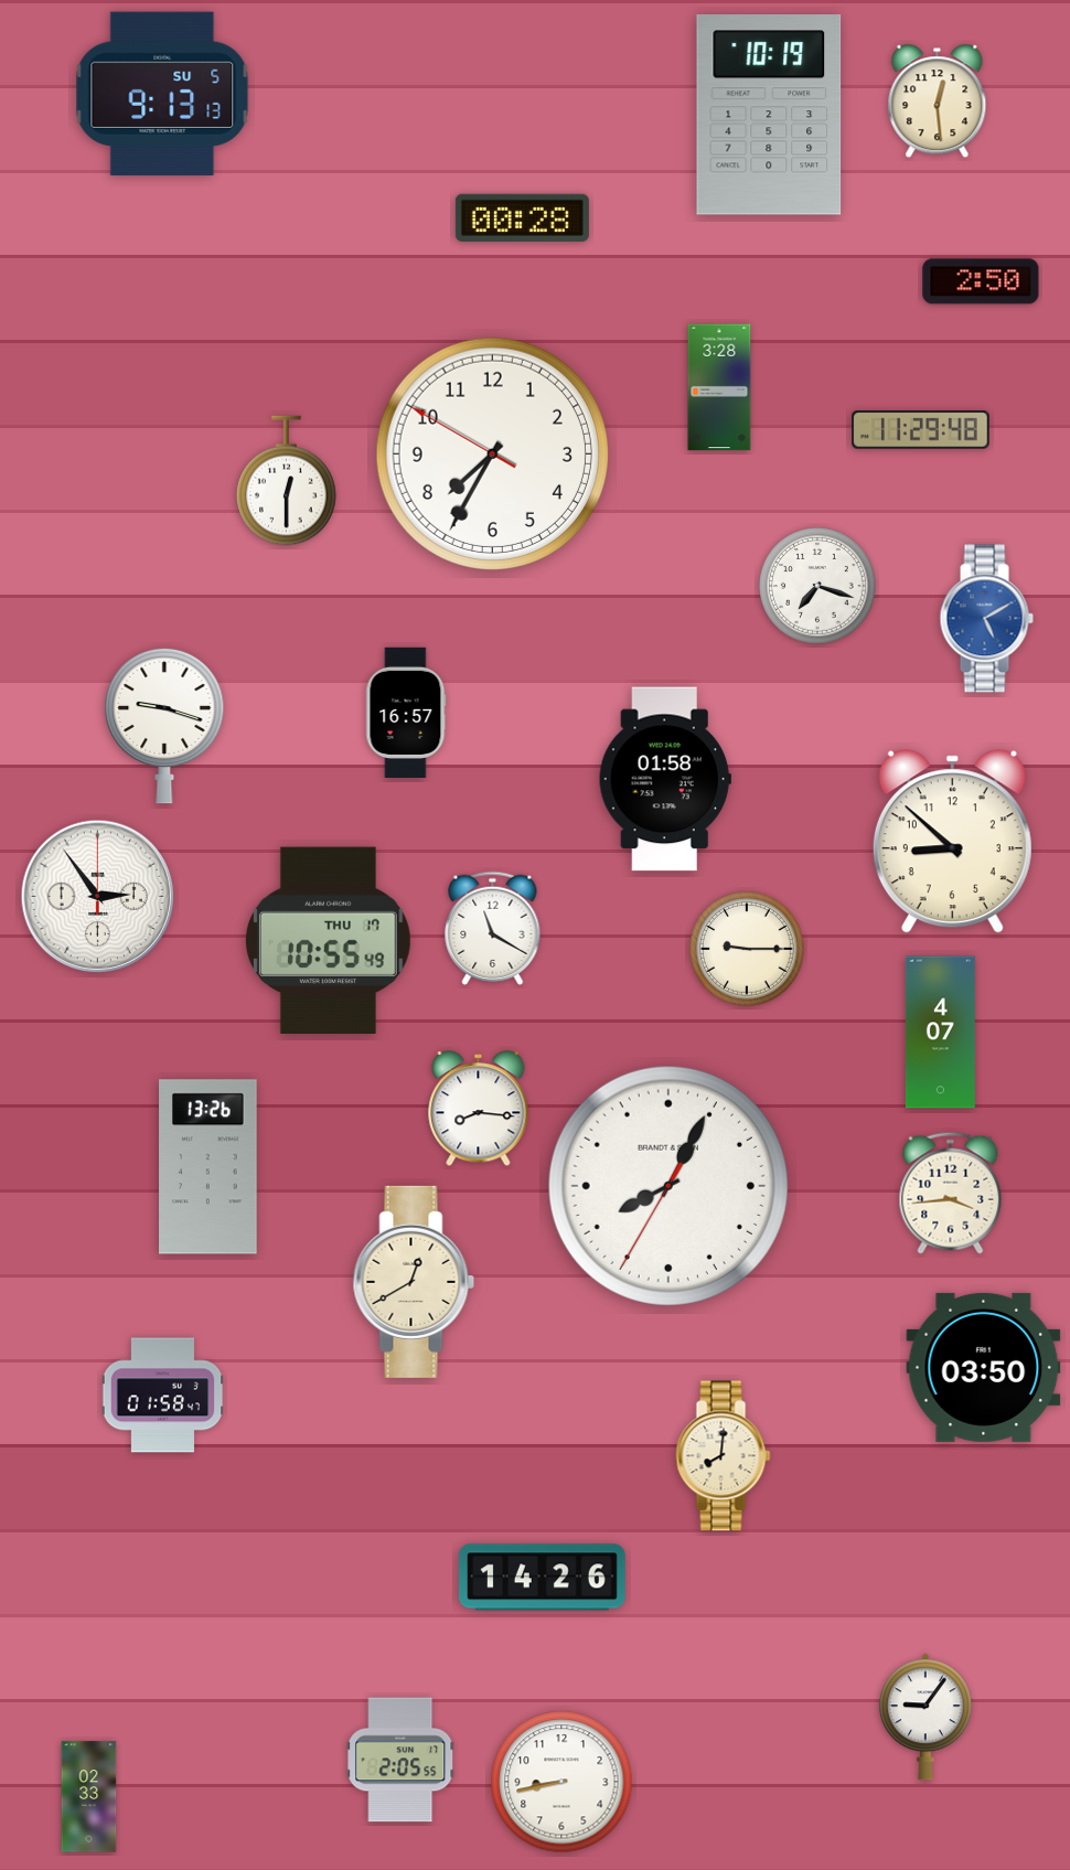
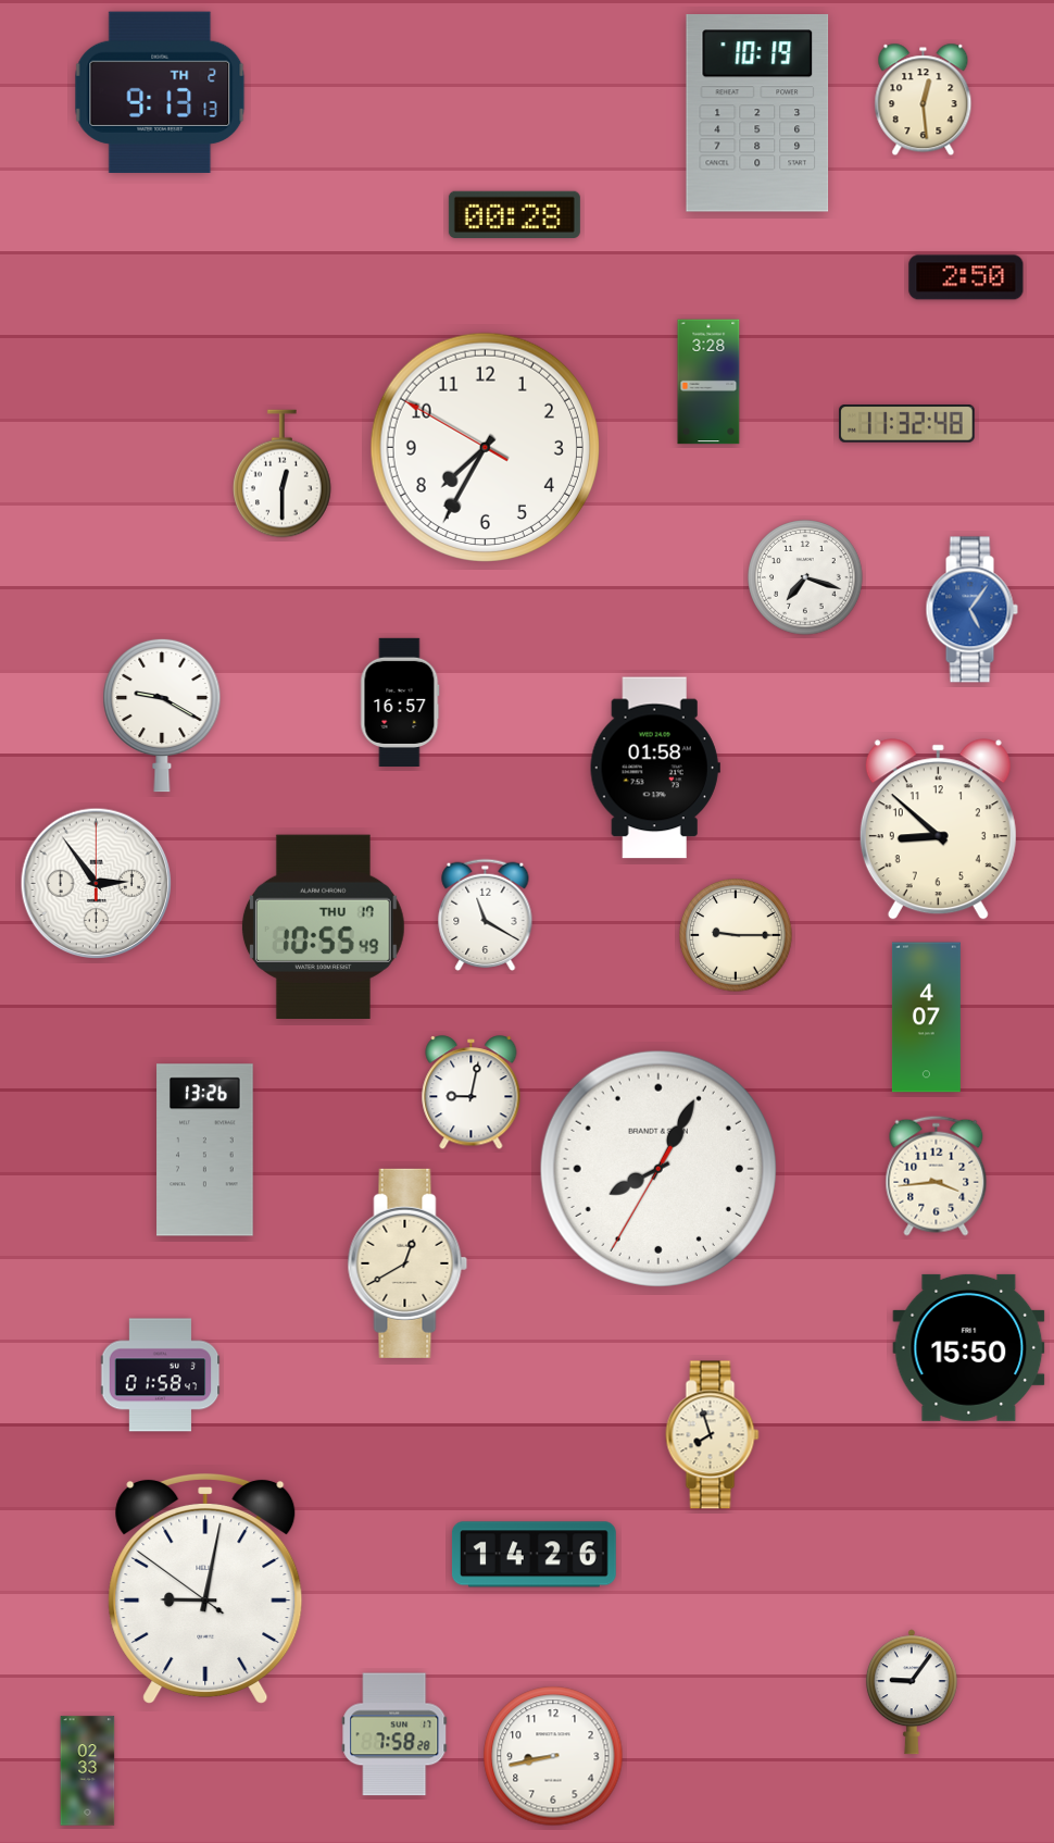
clock at (162, 93) date: SU 5 -> TH 2
clock at (921, 430): 11:29 -> 11:32
clock at (986, 619): 5:10 -> 5:06
clock at (164, 726): 9:18 -> 9:20
clock at (479, 1109): 8:16 -> 9:02
clock at (984, 1367): 03:50 -> 15:50
clock at (724, 1456): 8:01 -> 7:57
clock at (205, 1587): none -> 9:01
clock at (400, 1760): 2:05 -> 7:58
